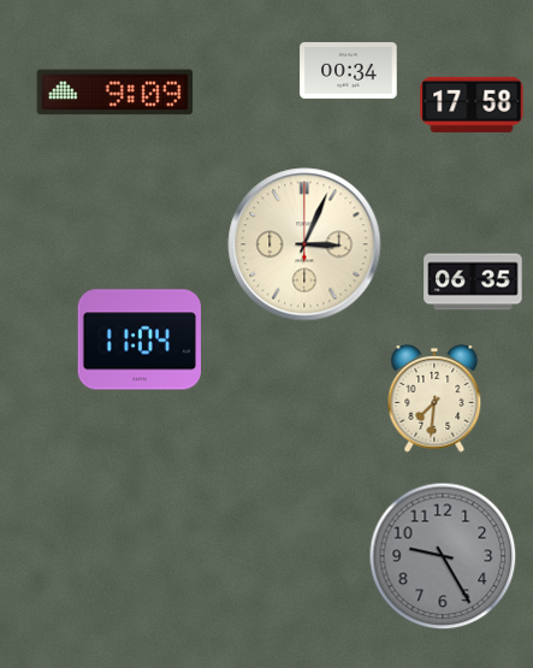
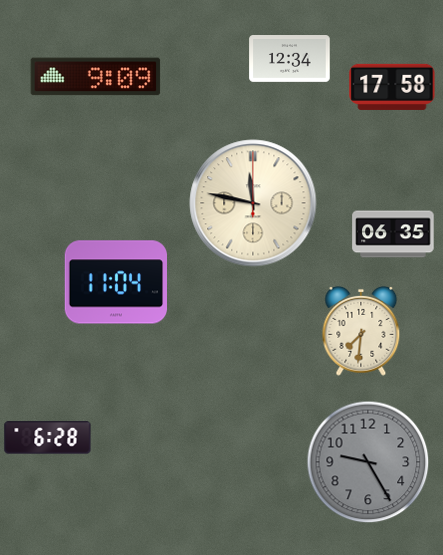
clock at (349, 71): 00:34 -> 12:34
clock at (304, 244): 3:04 -> 11:47
clock at (48, 438): none -> 6:28
